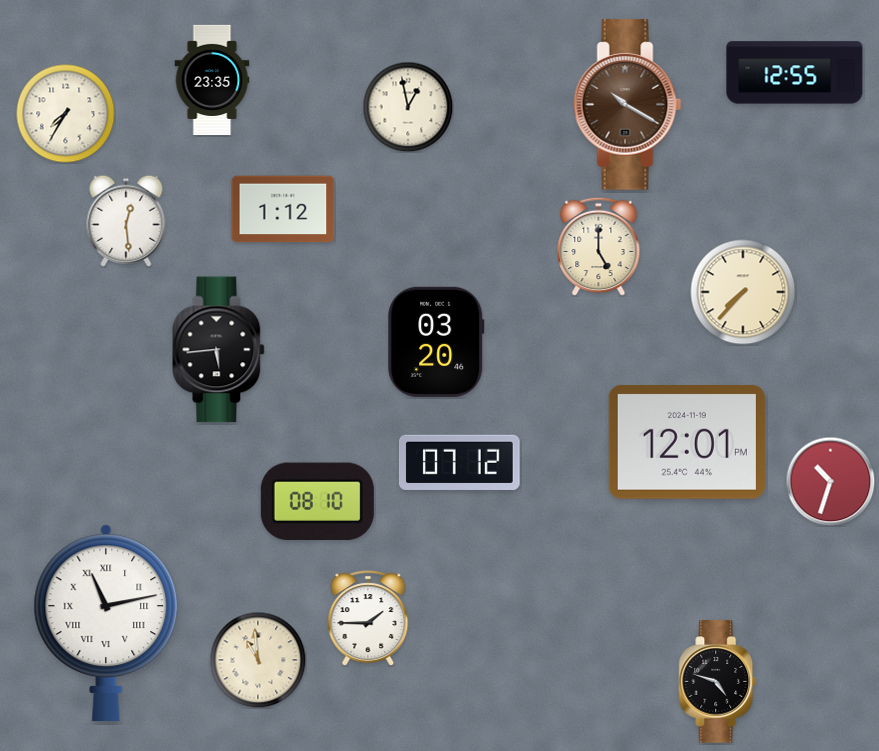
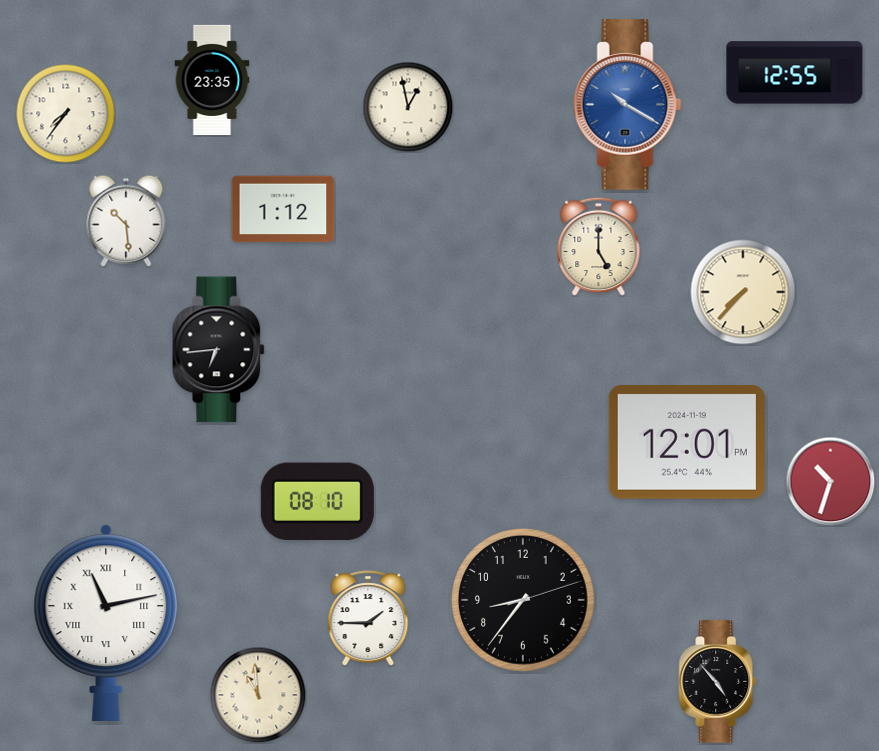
clock at (628, 105) dial: brown -> blue
clock at (66, 114): 7:35 -> 7:36
clock at (126, 221): 12:29 -> 10:29
clock at (436, 342): 03:20 -> none
clock at (219, 350): 5:44 -> 6:44
clock at (460, 462): 07:12 -> none
clock at (523, 600): none -> 8:36
clock at (258, 660) position: (258, 660) -> (258, 695)
clock at (718, 682): 4:48 -> 4:53
